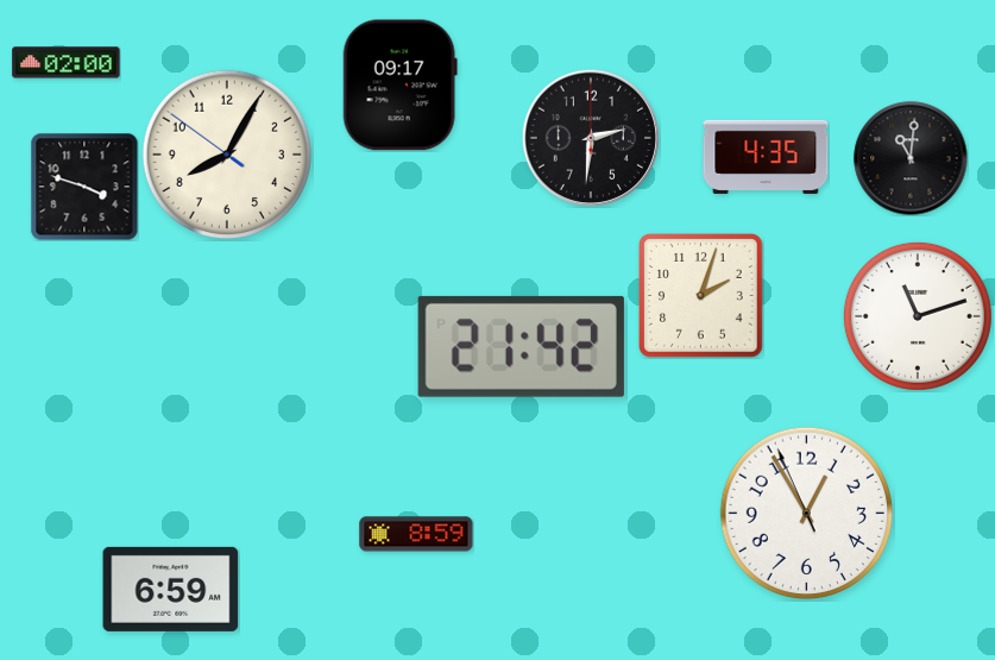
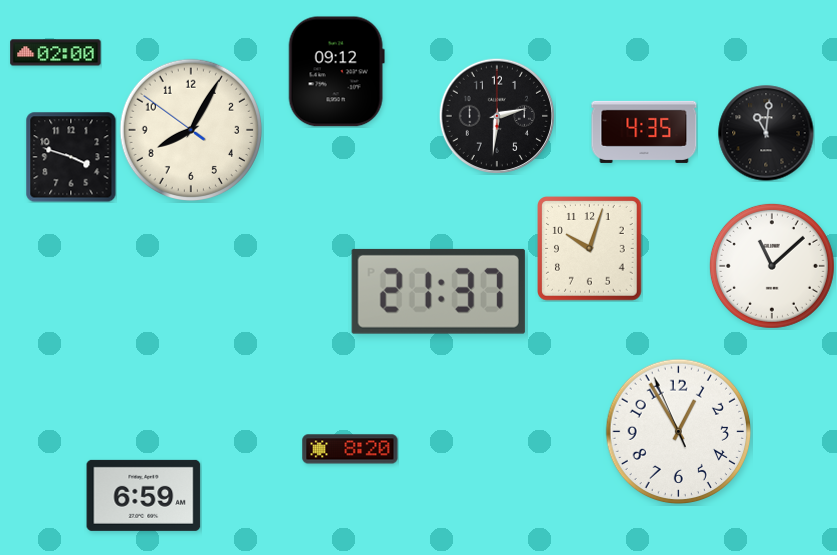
clock at (399, 86): 09:17 -> 09:12
clock at (701, 296): 2:03 -> 10:03
clock at (918, 316): 11:12 -> 11:08
clock at (521, 346): 21:42 -> 21:37
clock at (416, 534): 8:59 -> 8:20
